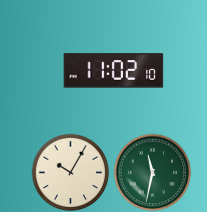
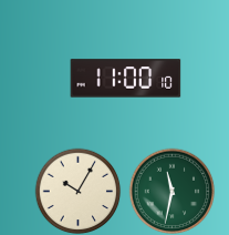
clock at (114, 71): 11:02 -> 11:00
clock at (152, 172) position: (152, 172) -> (171, 191)
